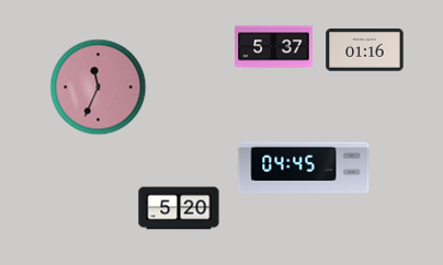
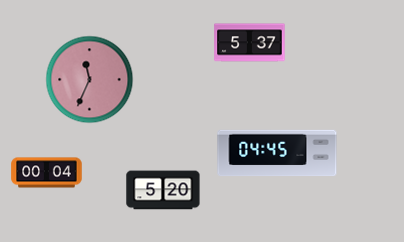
clock at (365, 50): 01:16 -> none
clock at (47, 173): none -> 00:04
